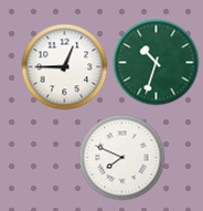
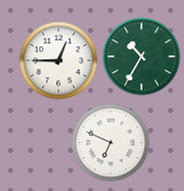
clock at (156, 62): 10:33 -> 10:35
clock at (121, 157): 7:49 -> 6:49
